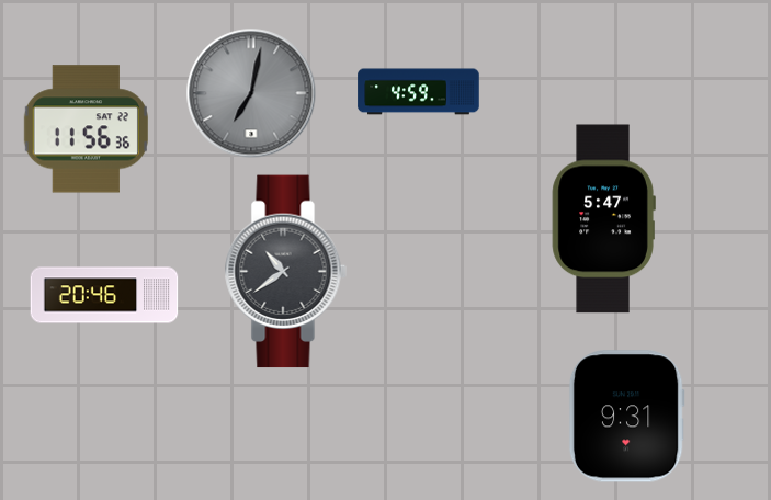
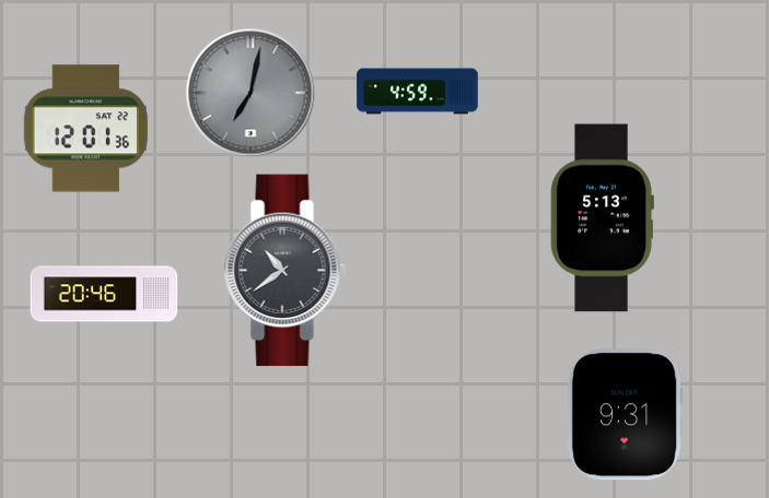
clock at (86, 129): 11:56 -> 12:01
clock at (603, 219): 5:47 -> 5:13
